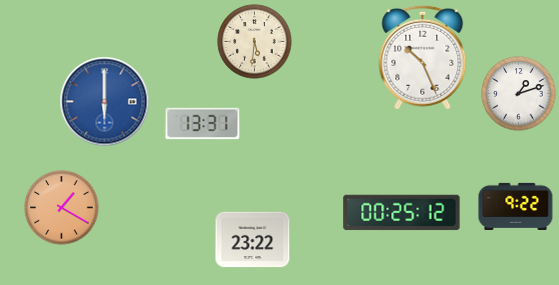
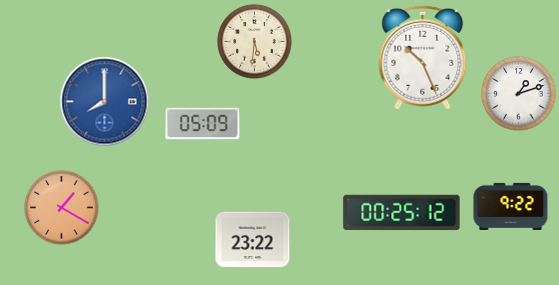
clock at (105, 102): 6:00 -> 8:00
clock at (203, 124): 13:31 -> 05:09
clock at (516, 206) position: (516, 206) -> (511, 206)
